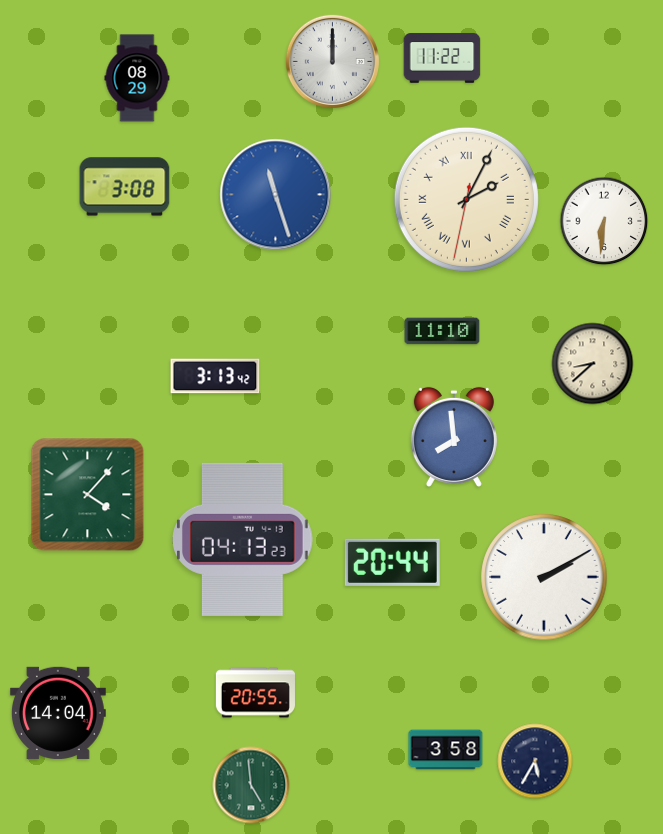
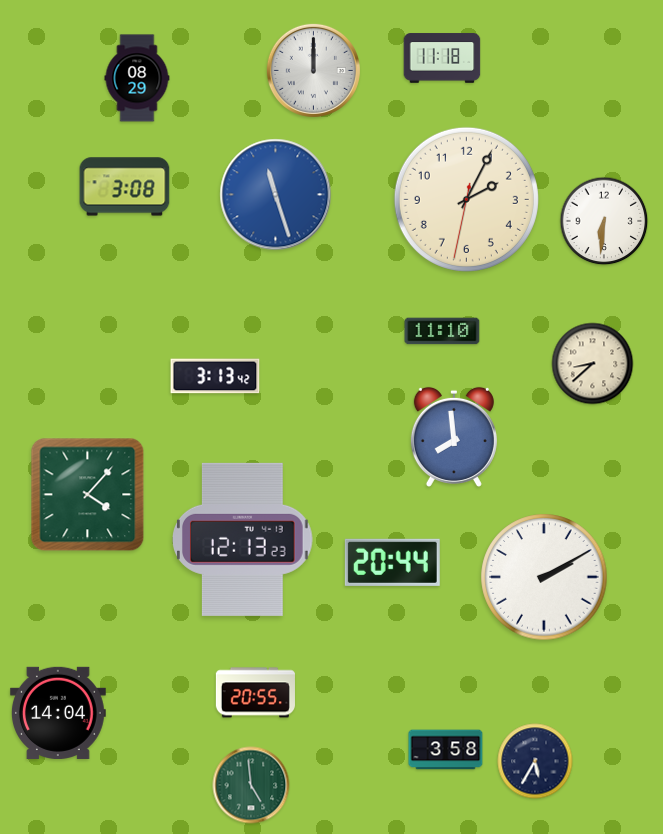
clock at (442, 58): 11:22 -> 11:18
clock at (332, 61) position: (332, 61) -> (313, 70)
clock at (466, 199) numerals: Roman -> Arabic
clock at (243, 539): 04:13 -> 12:13
